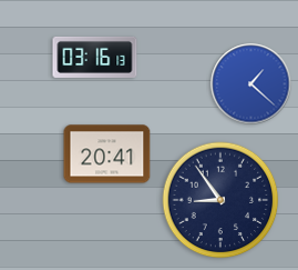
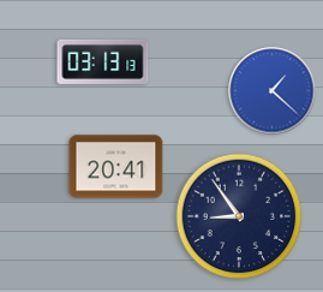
clock at (95, 57): 03:16 -> 03:13
